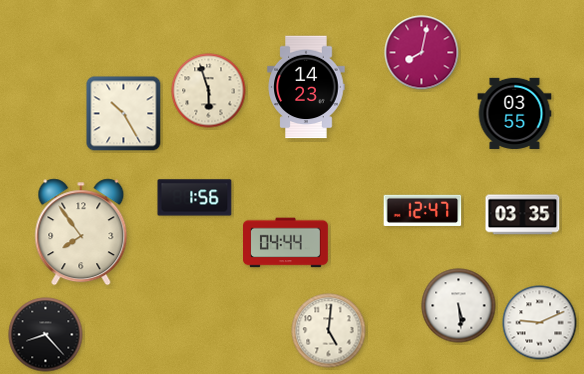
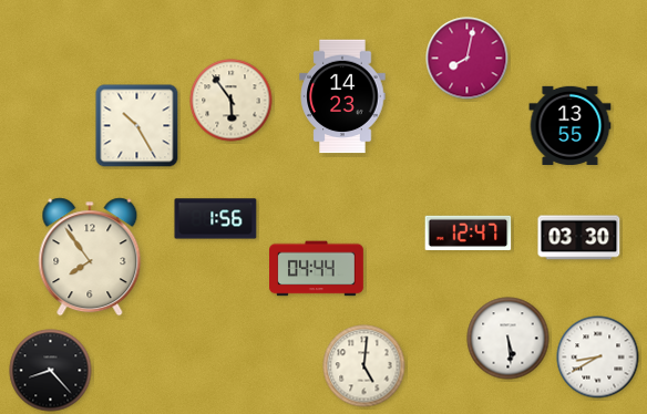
clock at (306, 87) position: (306, 87) -> (342, 96)
clock at (209, 91): 5:57 -> 5:54
clock at (515, 113): 03:55 -> 13:55
clock at (523, 215): 03:35 -> 03:30
clock at (540, 323): 9:11 -> 8:40
